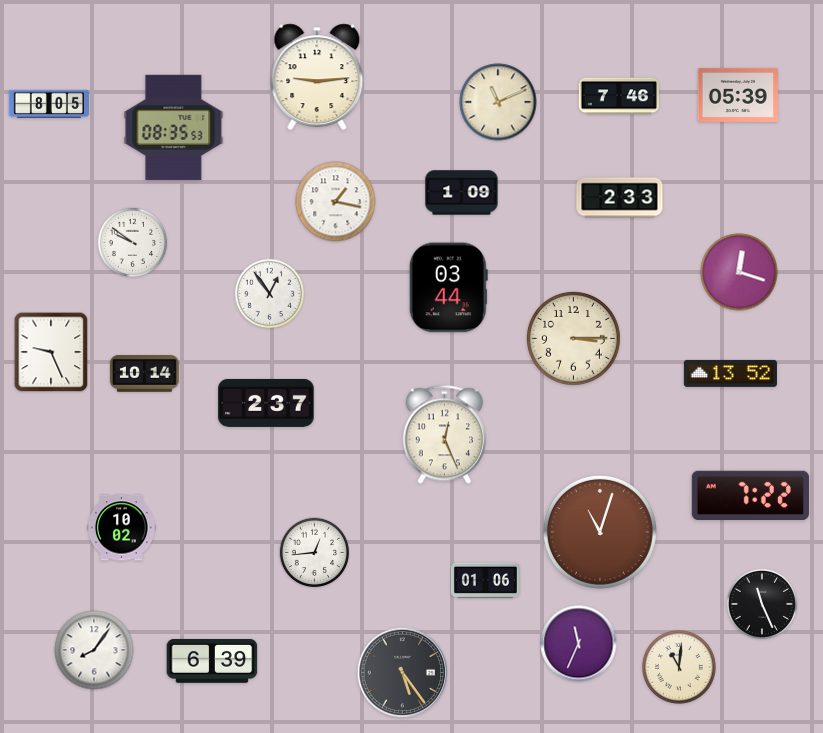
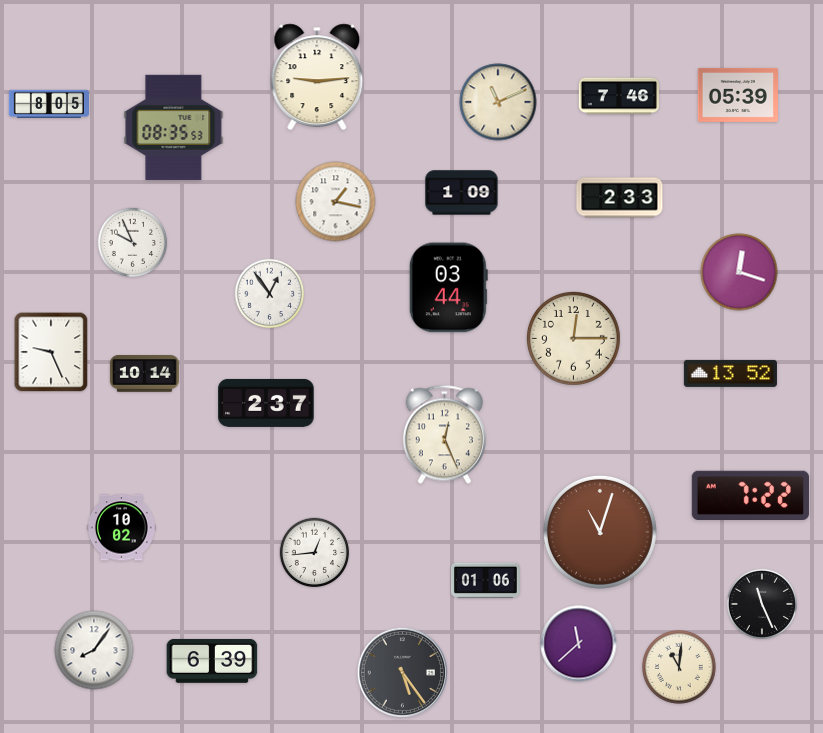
clock at (133, 243): 9:51 -> 9:56
clock at (573, 338): 3:15 -> 12:15
clock at (579, 644): 11:34 -> 11:38
